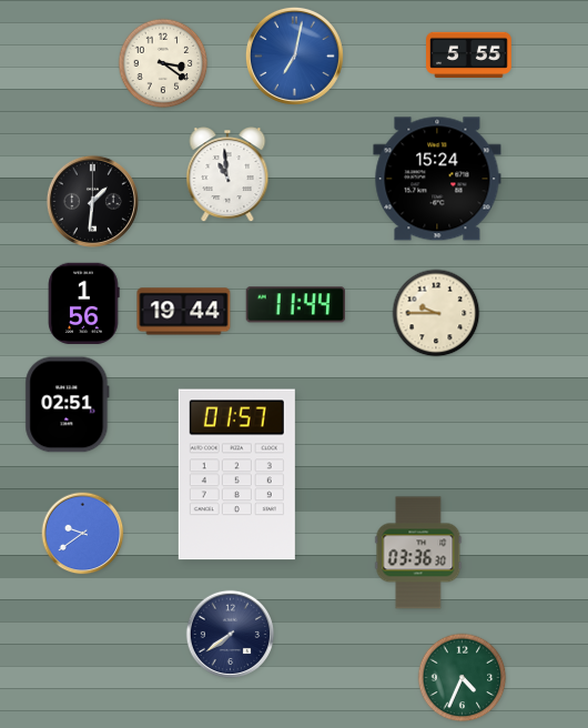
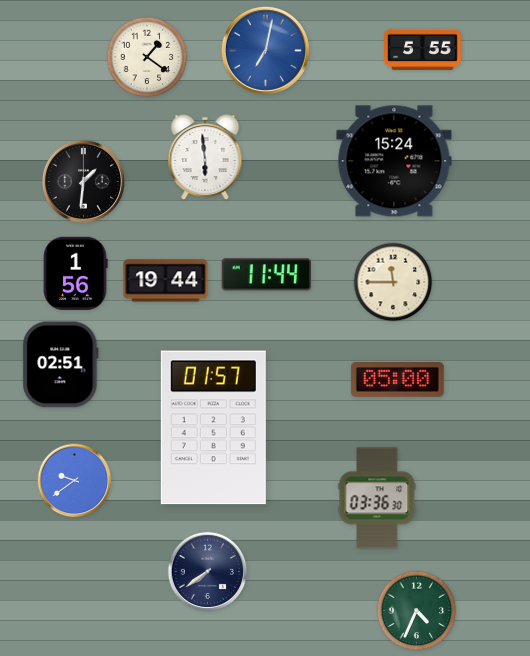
clock at (163, 63): 3:21 -> 1:21
clock at (227, 175): 10:59 -> 5:59
clock at (436, 313): 9:45 -> 11:45
clock at (397, 380): none -> 05:00
